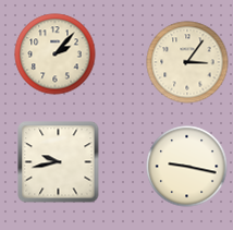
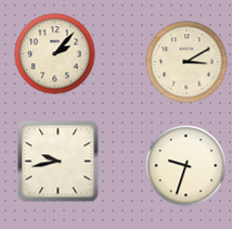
clock at (187, 62): 3:06 -> 3:10
clock at (187, 167): 9:17 -> 9:33
